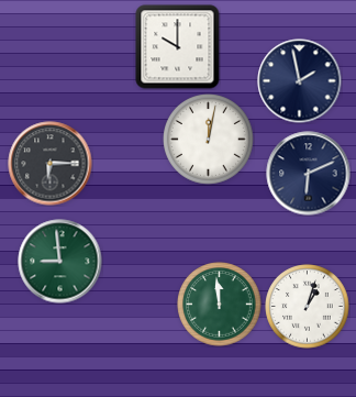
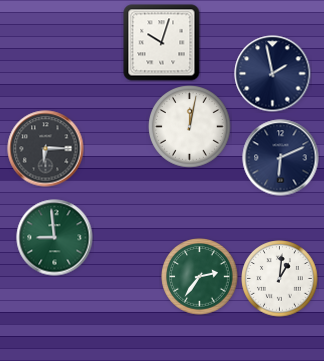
clock at (178, 47): 10:00 -> 10:03
clock at (220, 305): 11:59 -> 2:36
clock at (308, 307): 1:03 -> 1:01
